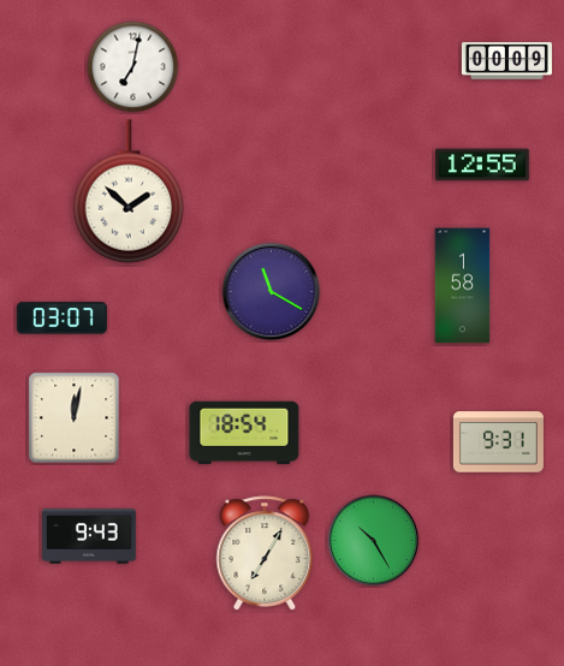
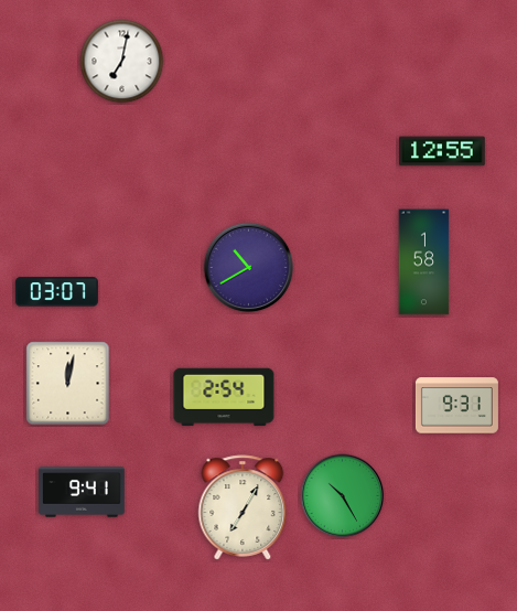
clock at (506, 61): 00:09 -> none
clock at (129, 191): 1:52 -> none
clock at (272, 292): 11:20 -> 10:40
clock at (244, 433): 18:54 -> 2:54
clock at (89, 536): 9:43 -> 9:41
